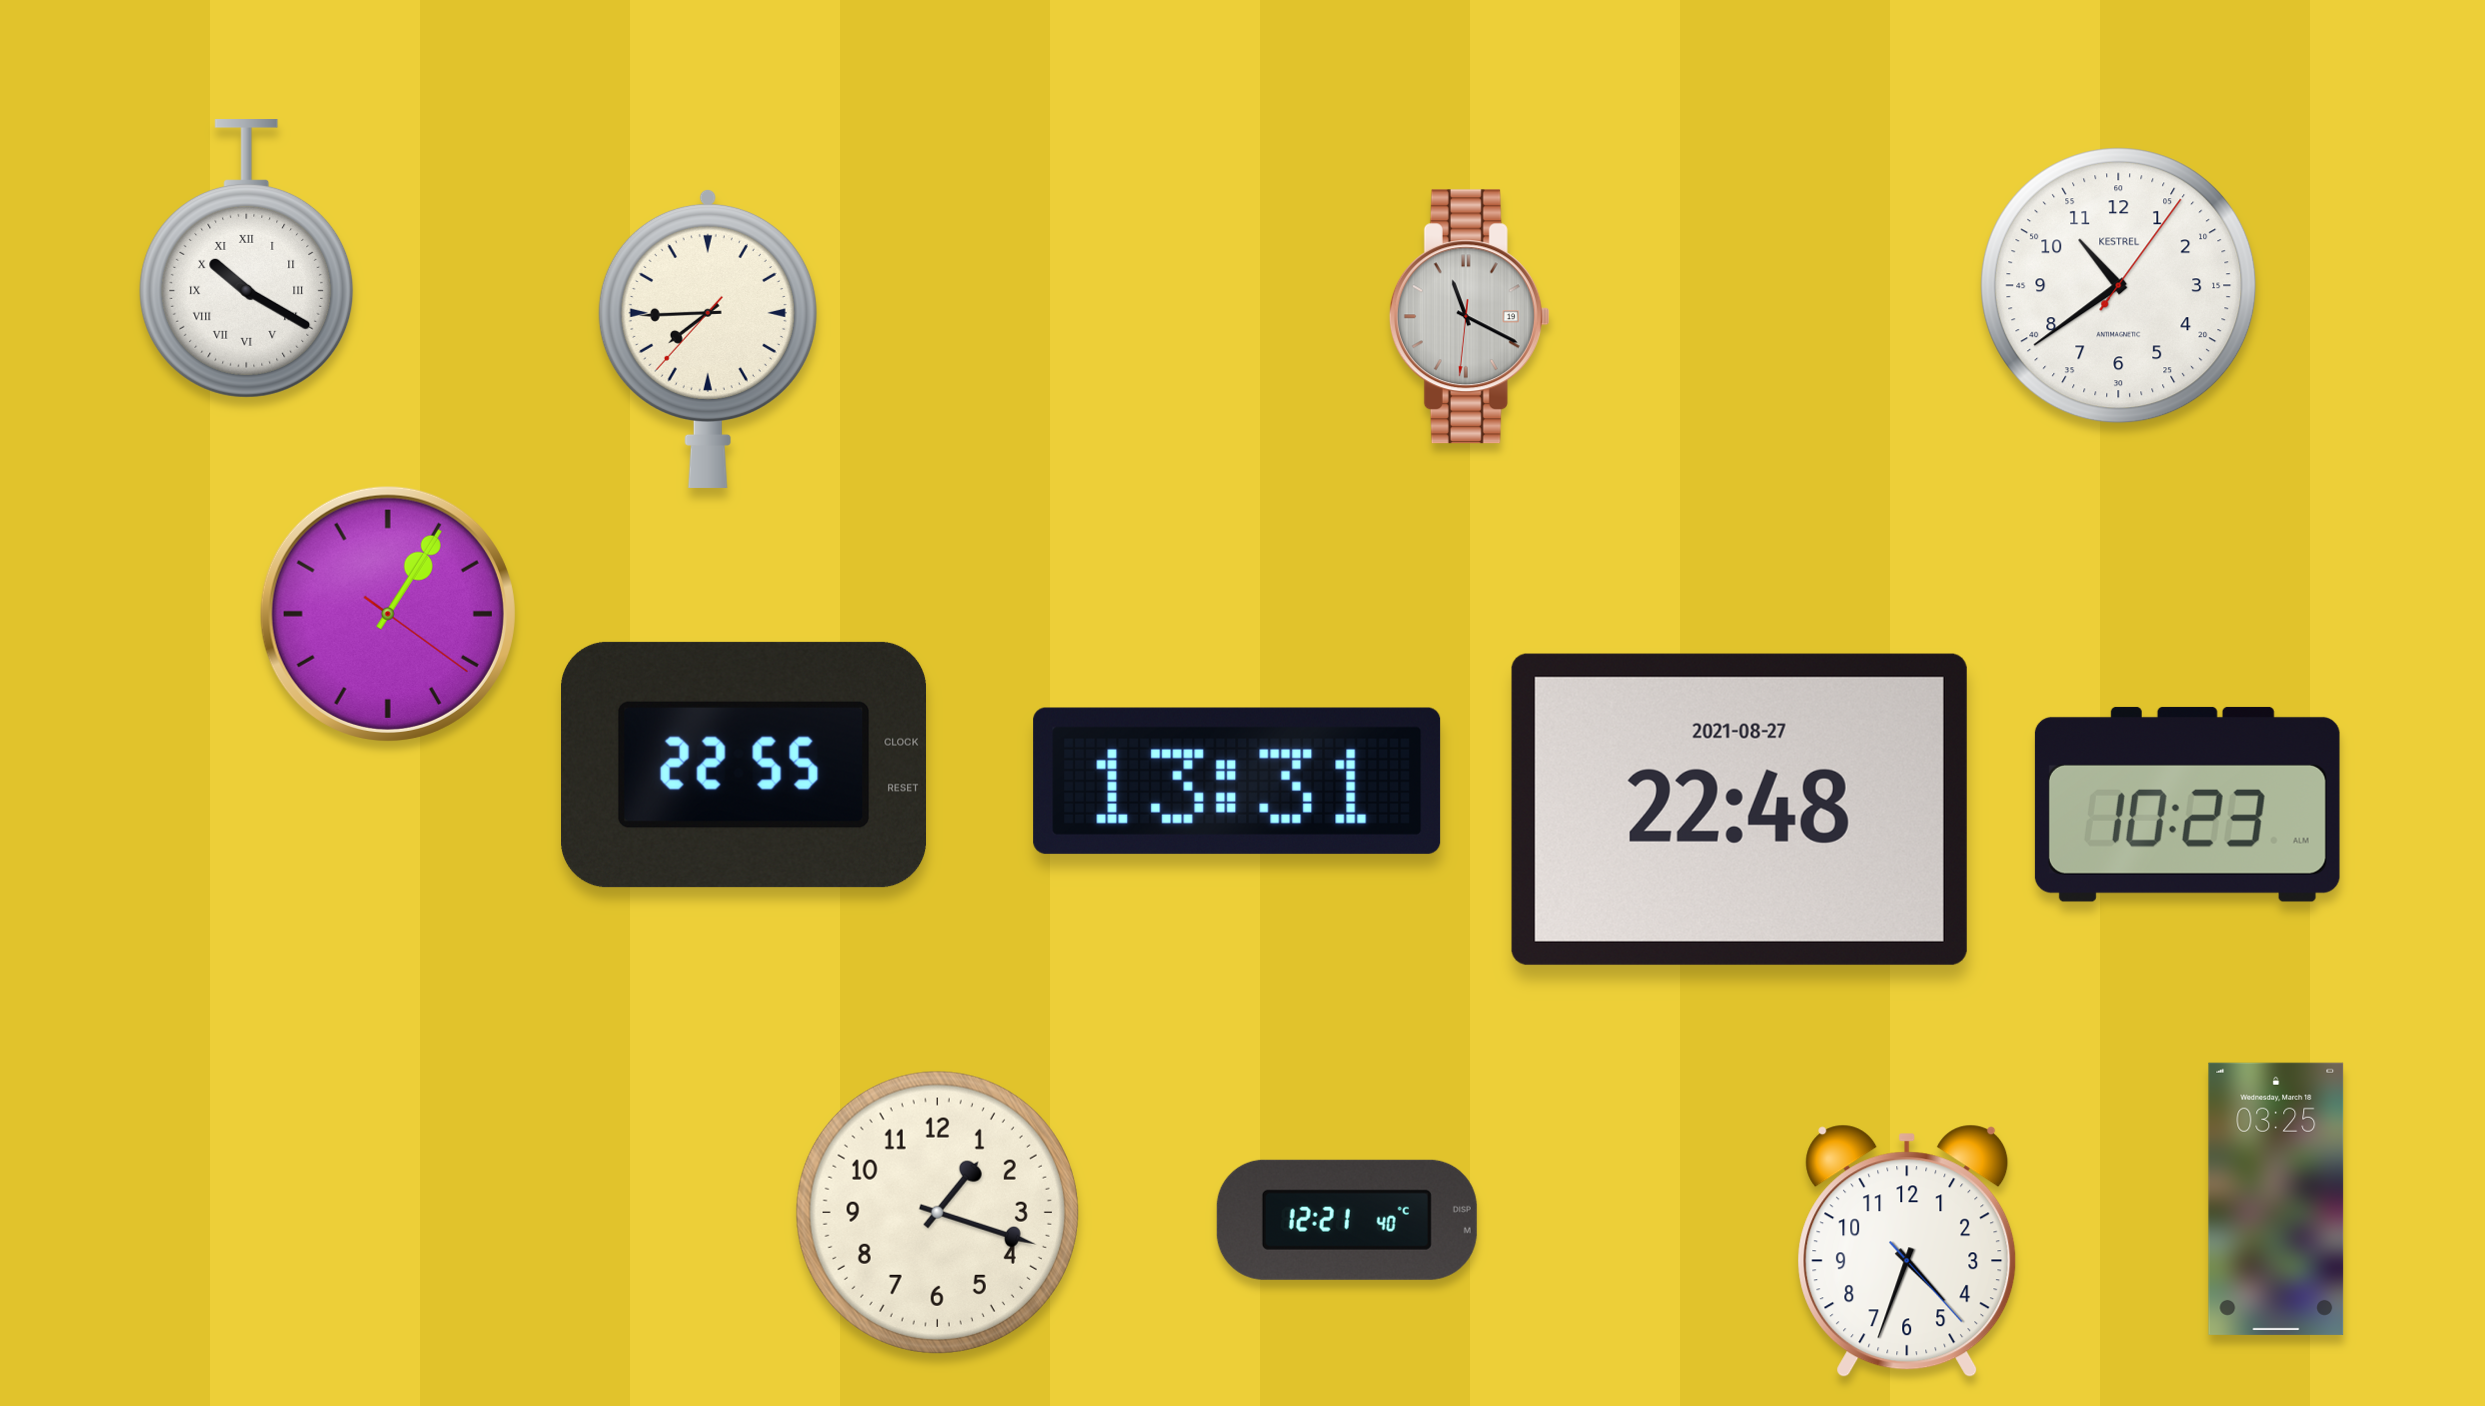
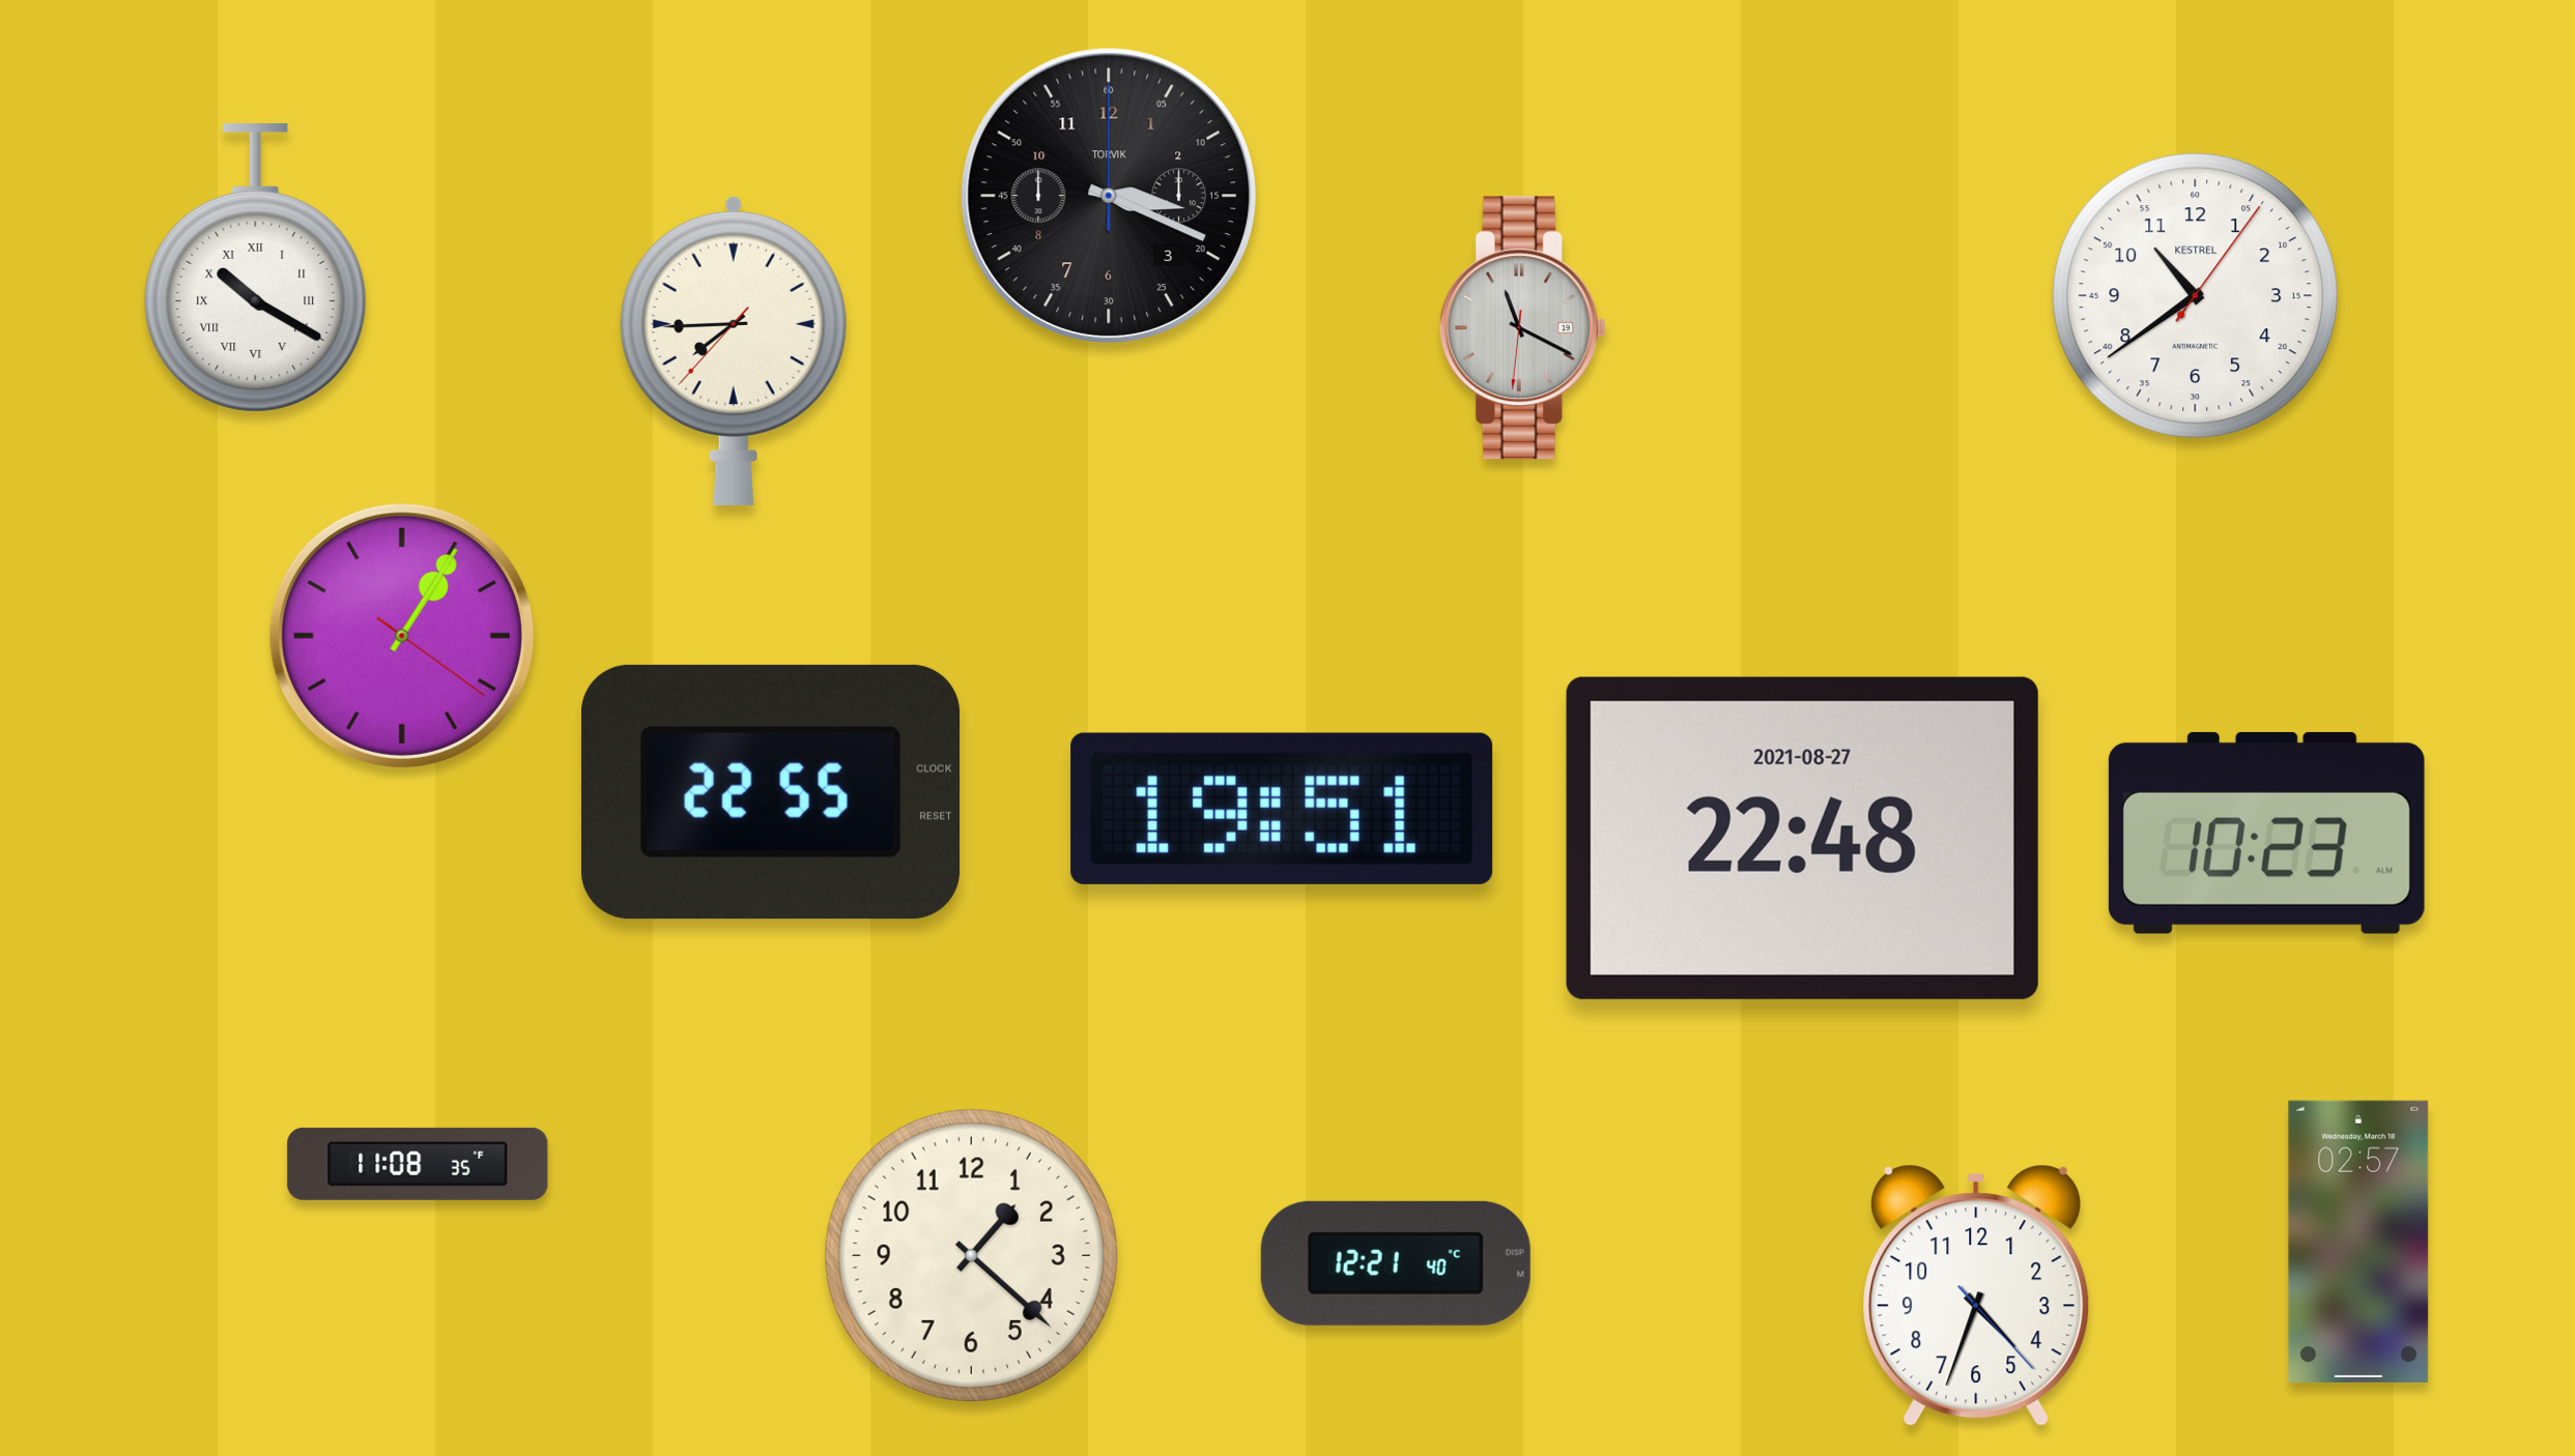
clock at (1108, 195): none -> 3:19
clock at (1237, 781): 13:31 -> 19:51
clock at (418, 1164): none -> 11:08
clock at (2276, 1199): 03:25 -> 02:57
clock at (937, 1212): 1:18 -> 1:22
